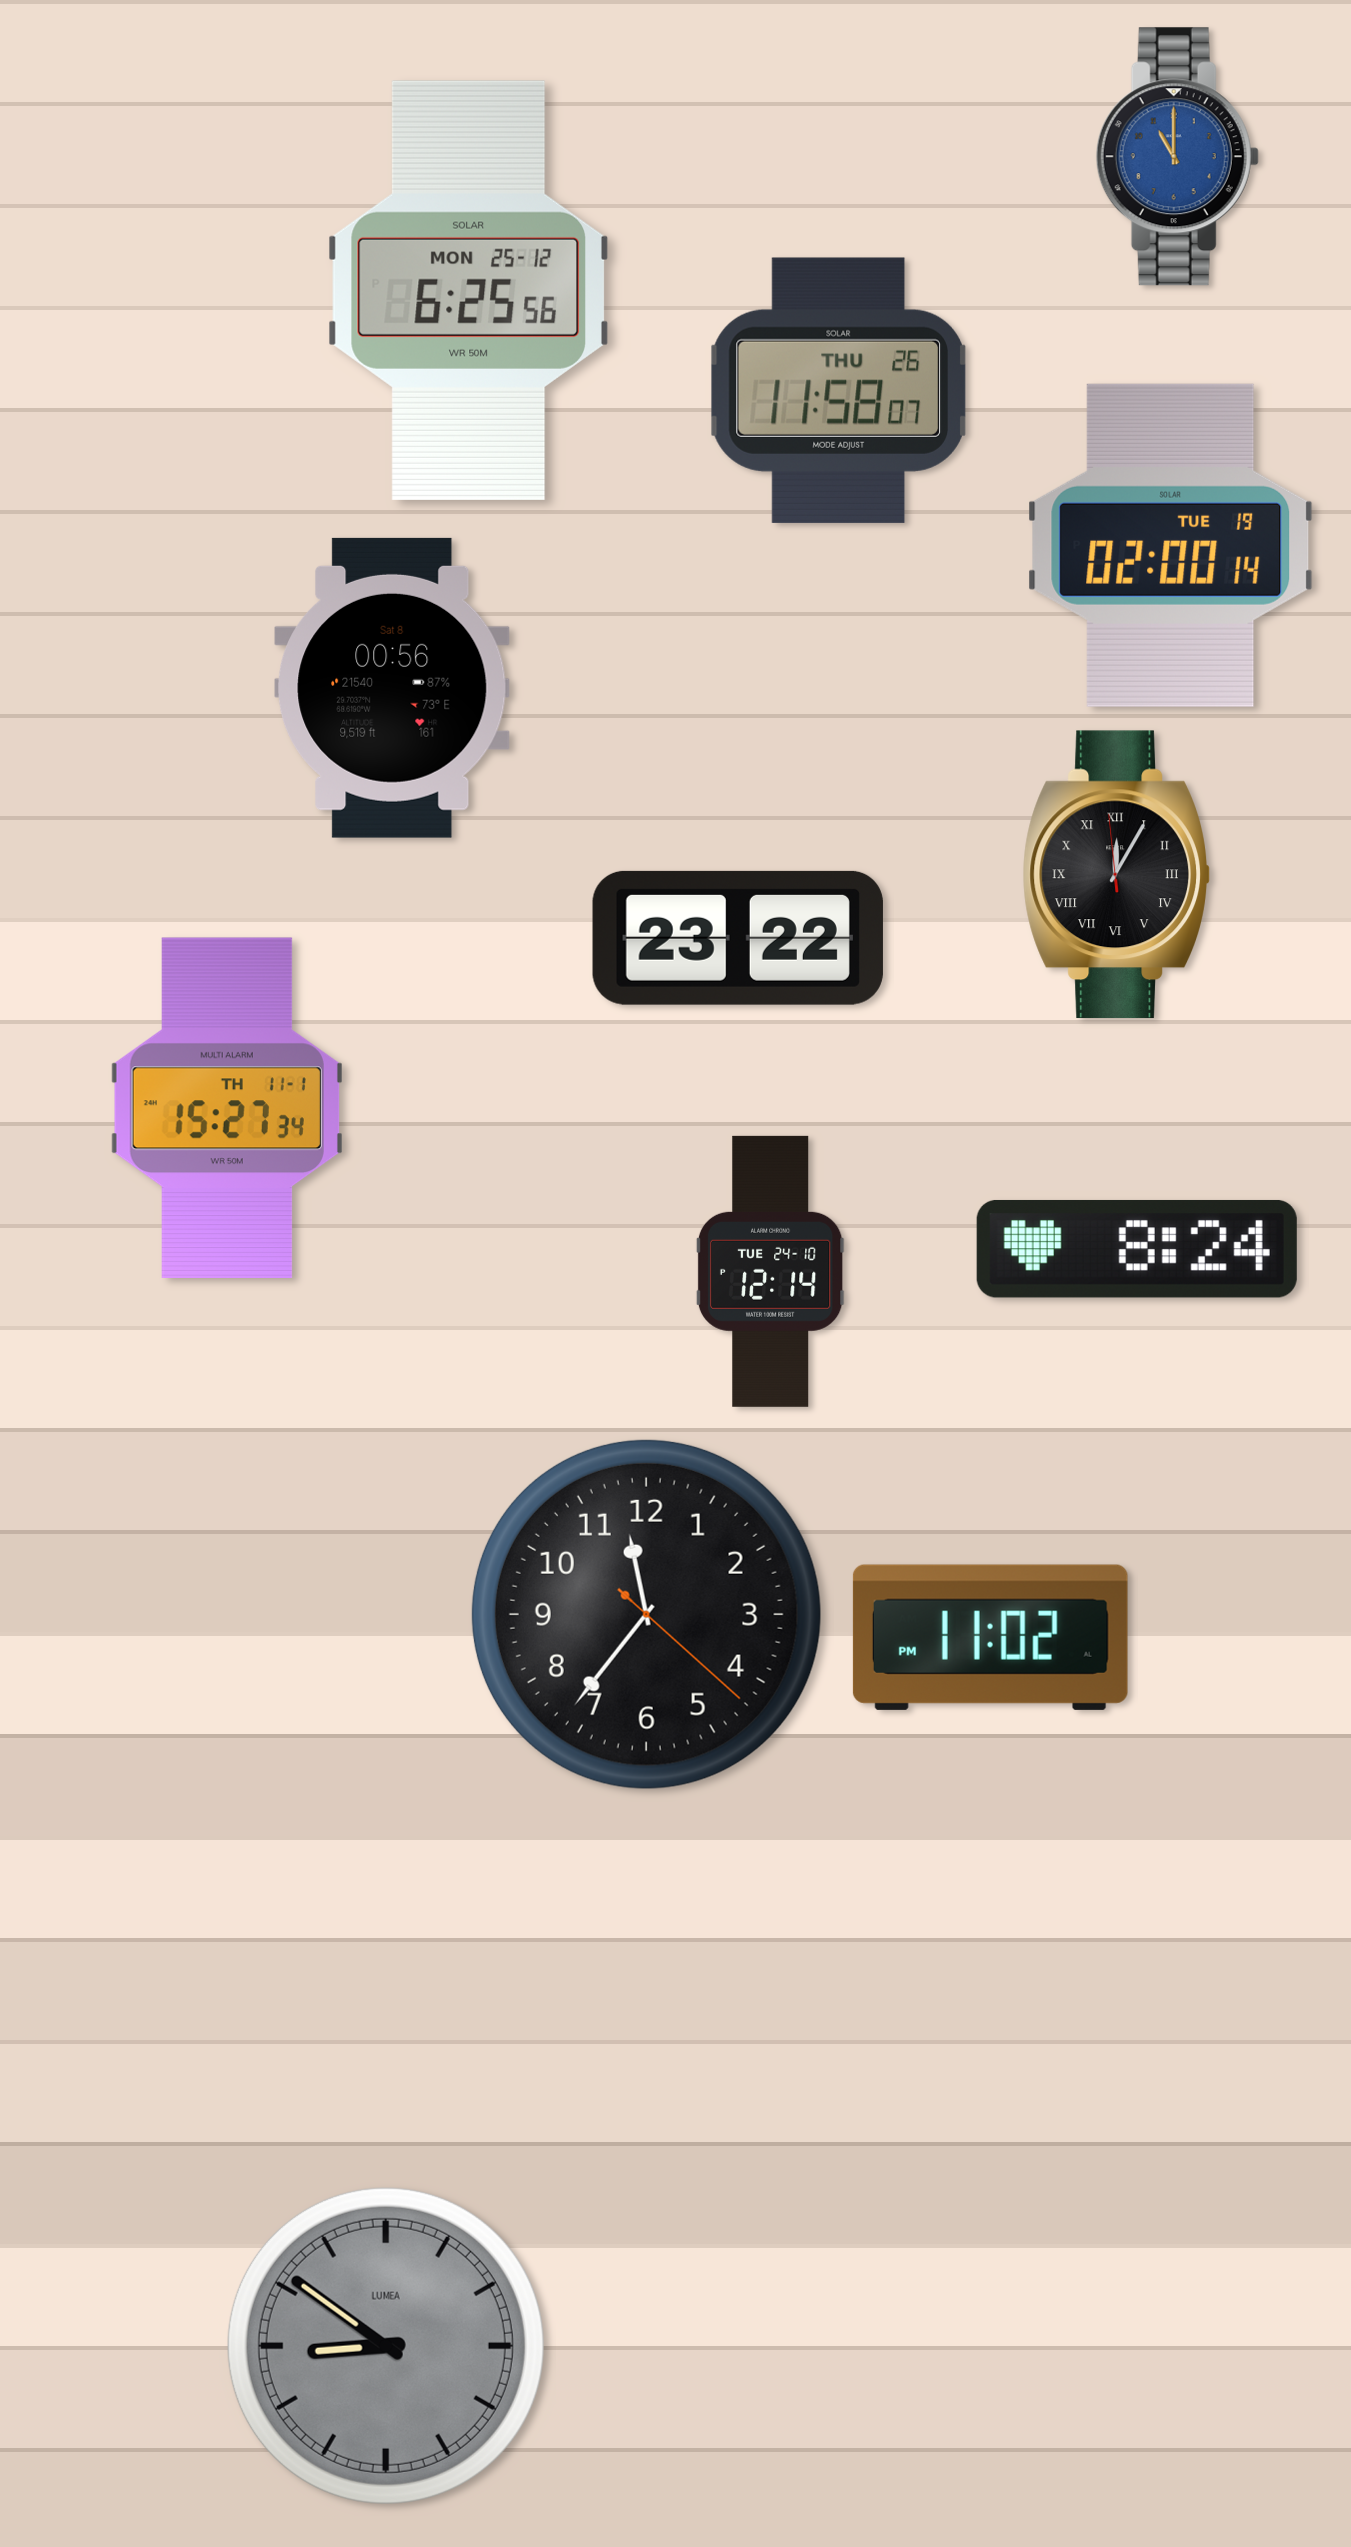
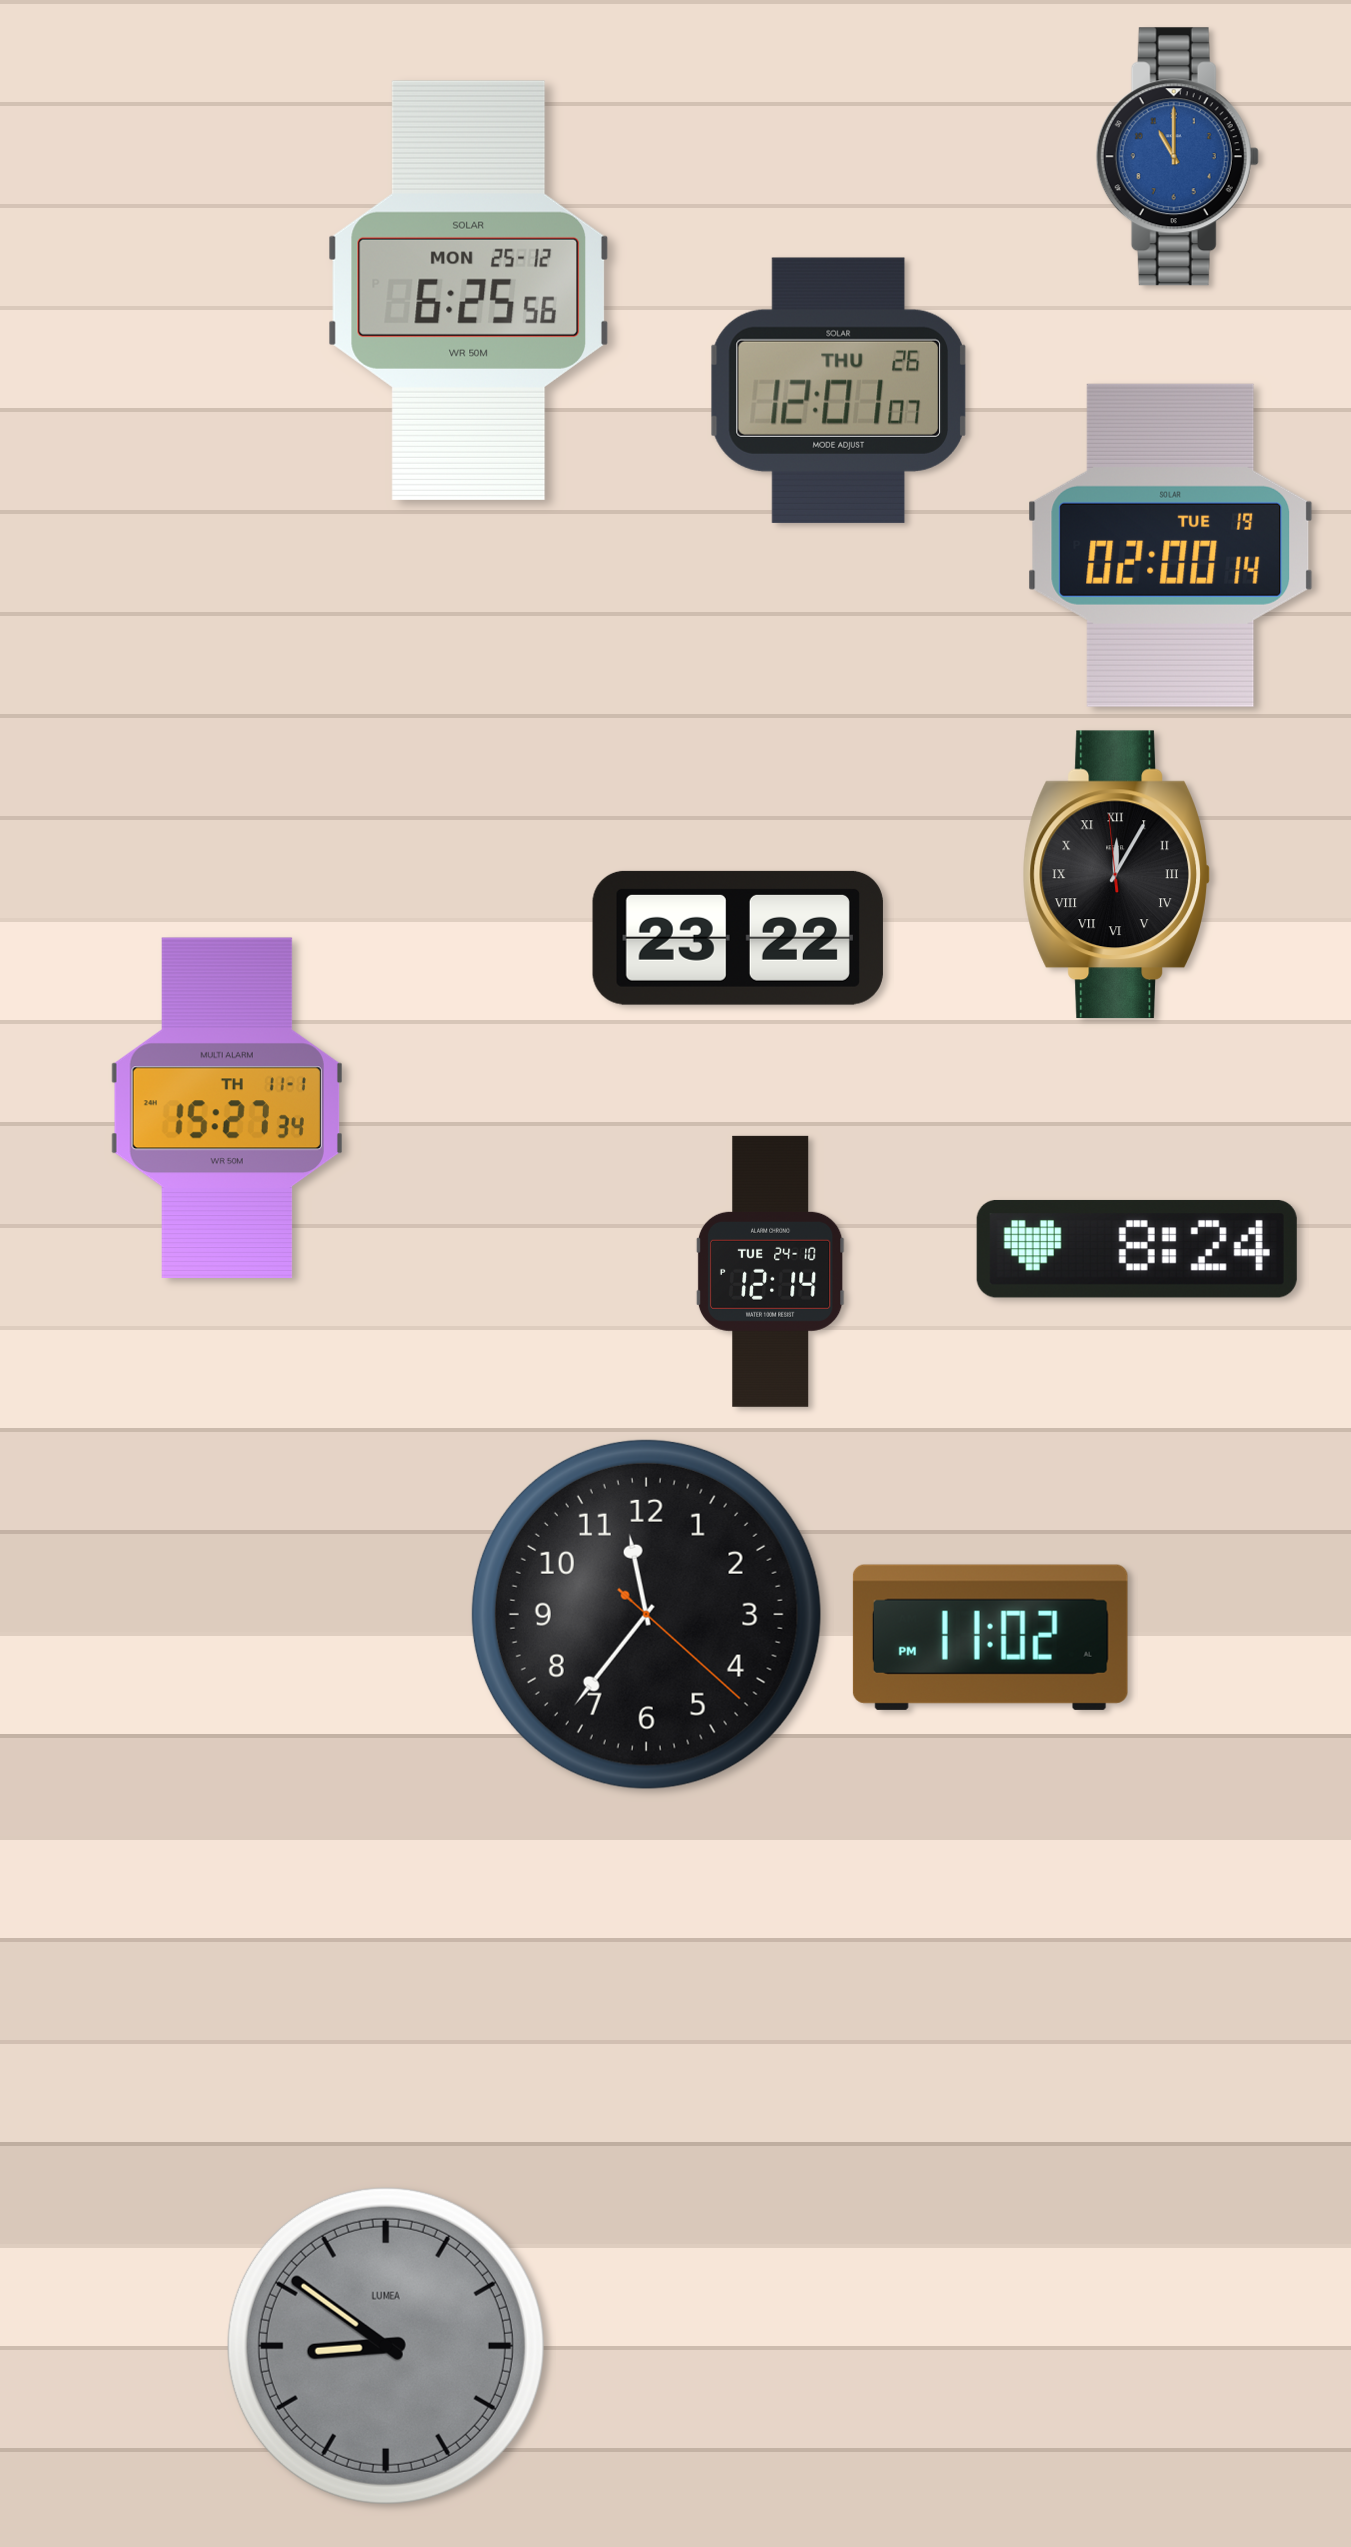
clock at (838, 390): 11:58 -> 12:01
clock at (392, 688): 00:56 -> none
